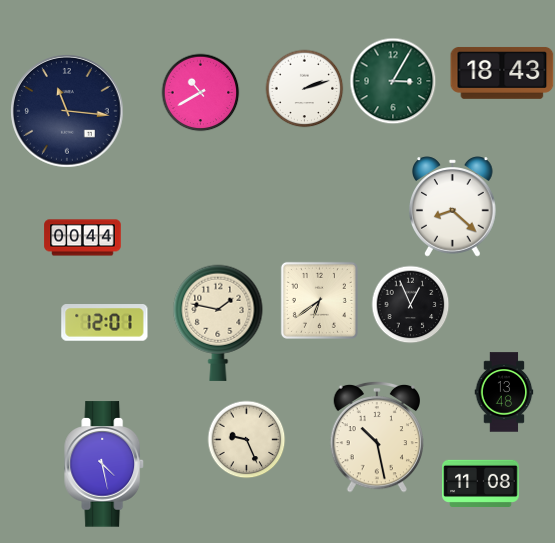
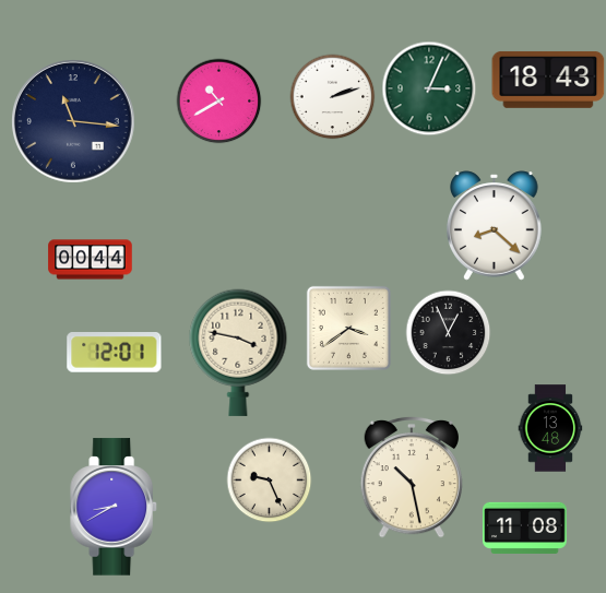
clock at (393, 81): 3:05 -> 3:04
clock at (319, 300): 6:39 -> 3:39
clock at (218, 323): 1:47 -> 3:47
clock at (105, 464): 4:28 -> 8:40
